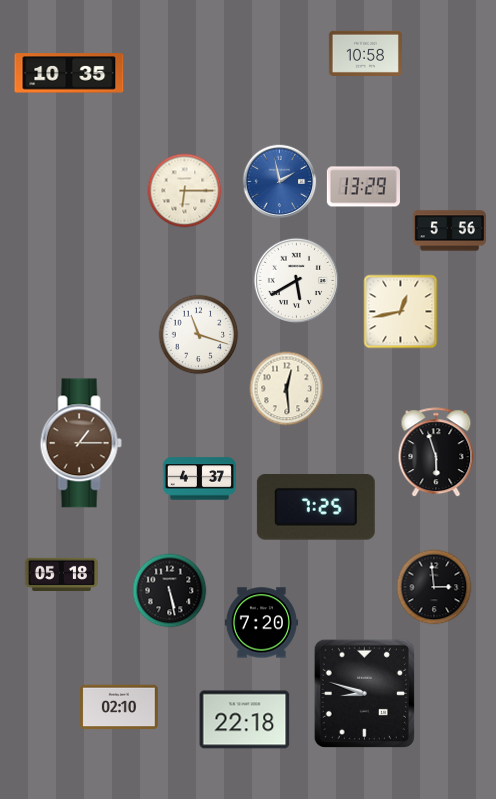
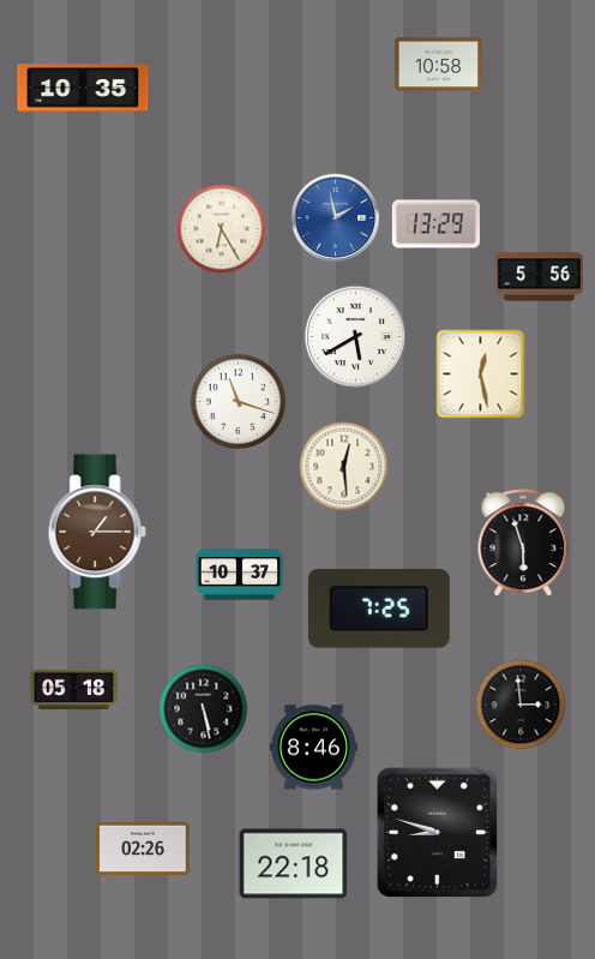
clock at (185, 191): 6:15 -> 6:25
clock at (401, 312): 12:43 -> 12:28
clock at (199, 479): 4:37 -> 10:37
clock at (261, 623): 7:20 -> 8:46
clock at (119, 707): 02:10 -> 02:26
